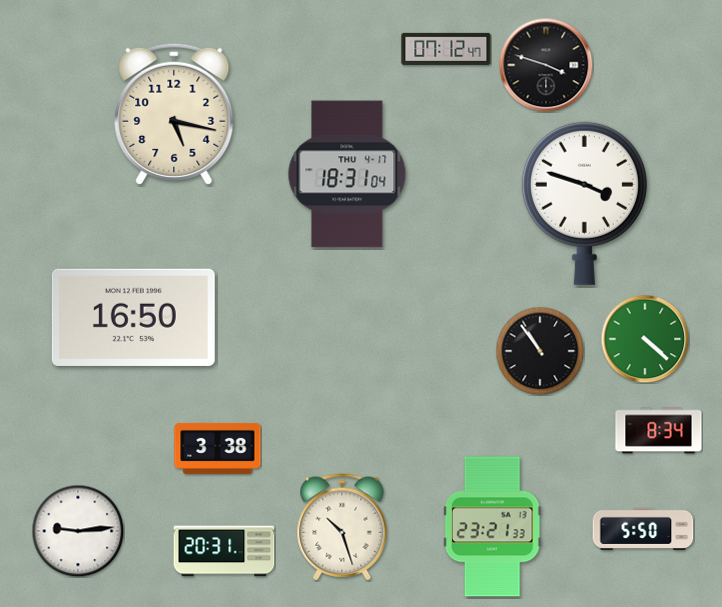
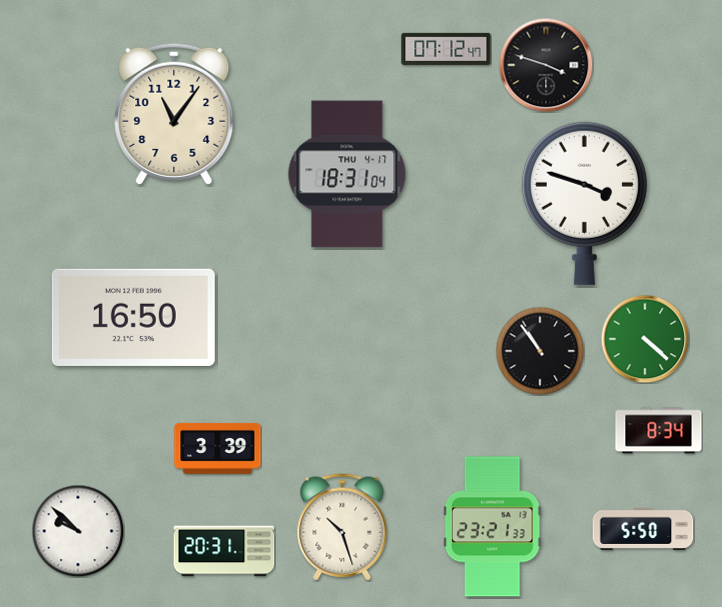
clock at (174, 114): 5:17 -> 11:06
clock at (218, 448): 3:38 -> 3:39
clock at (78, 531): 9:14 -> 9:52
